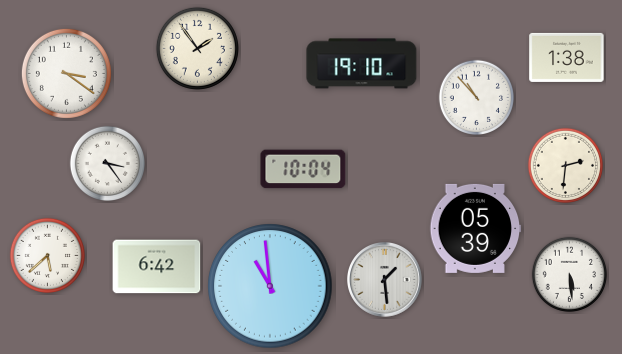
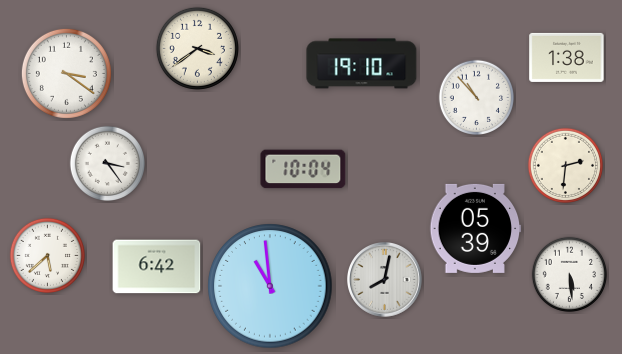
clock at (197, 48): 1:54 -> 3:39
clock at (385, 280): 1:29 -> 8:02
